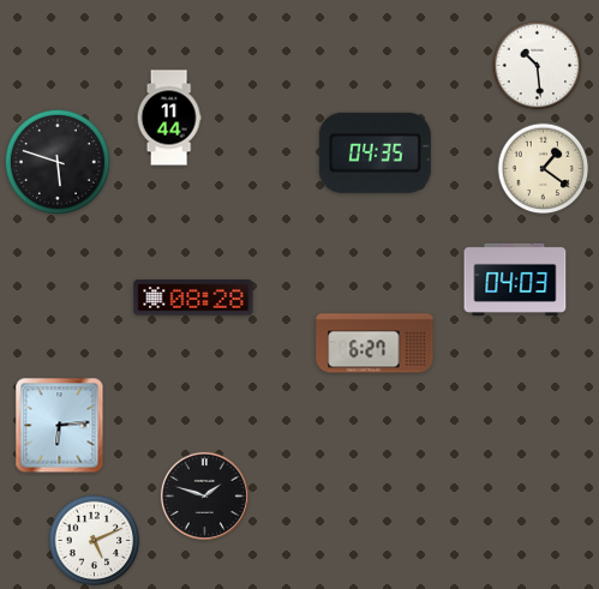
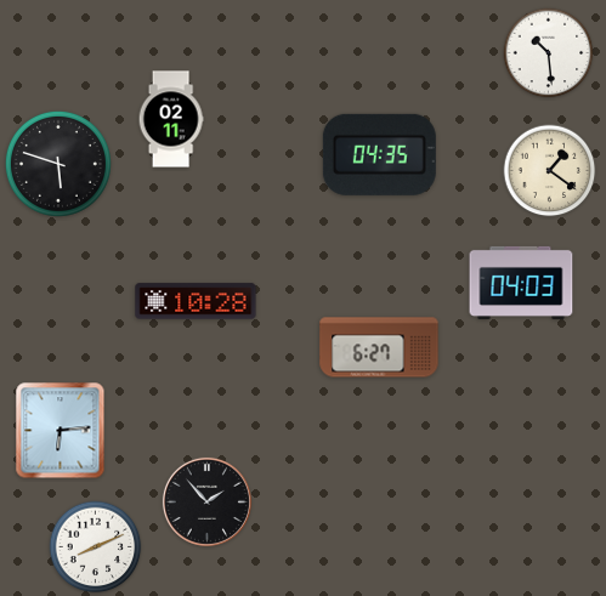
clock at (538, 66) position: (538, 66) -> (549, 53)
clock at (169, 118): 11:44 -> 02:11
clock at (193, 297): 08:28 -> 10:28
clock at (204, 495): 1:48 -> 1:53
clock at (95, 541): 5:11 -> 8:11
